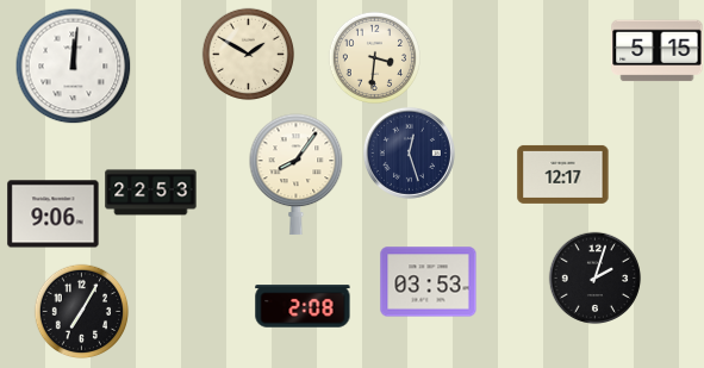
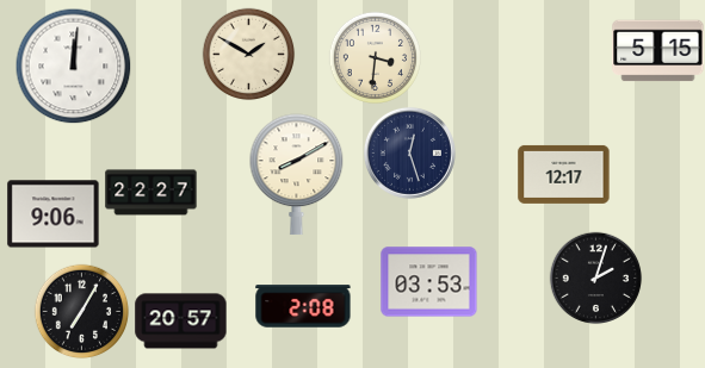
clock at (297, 175): 8:06 -> 8:10
clock at (151, 193): 22:53 -> 22:27
clock at (181, 322): none -> 20:57
